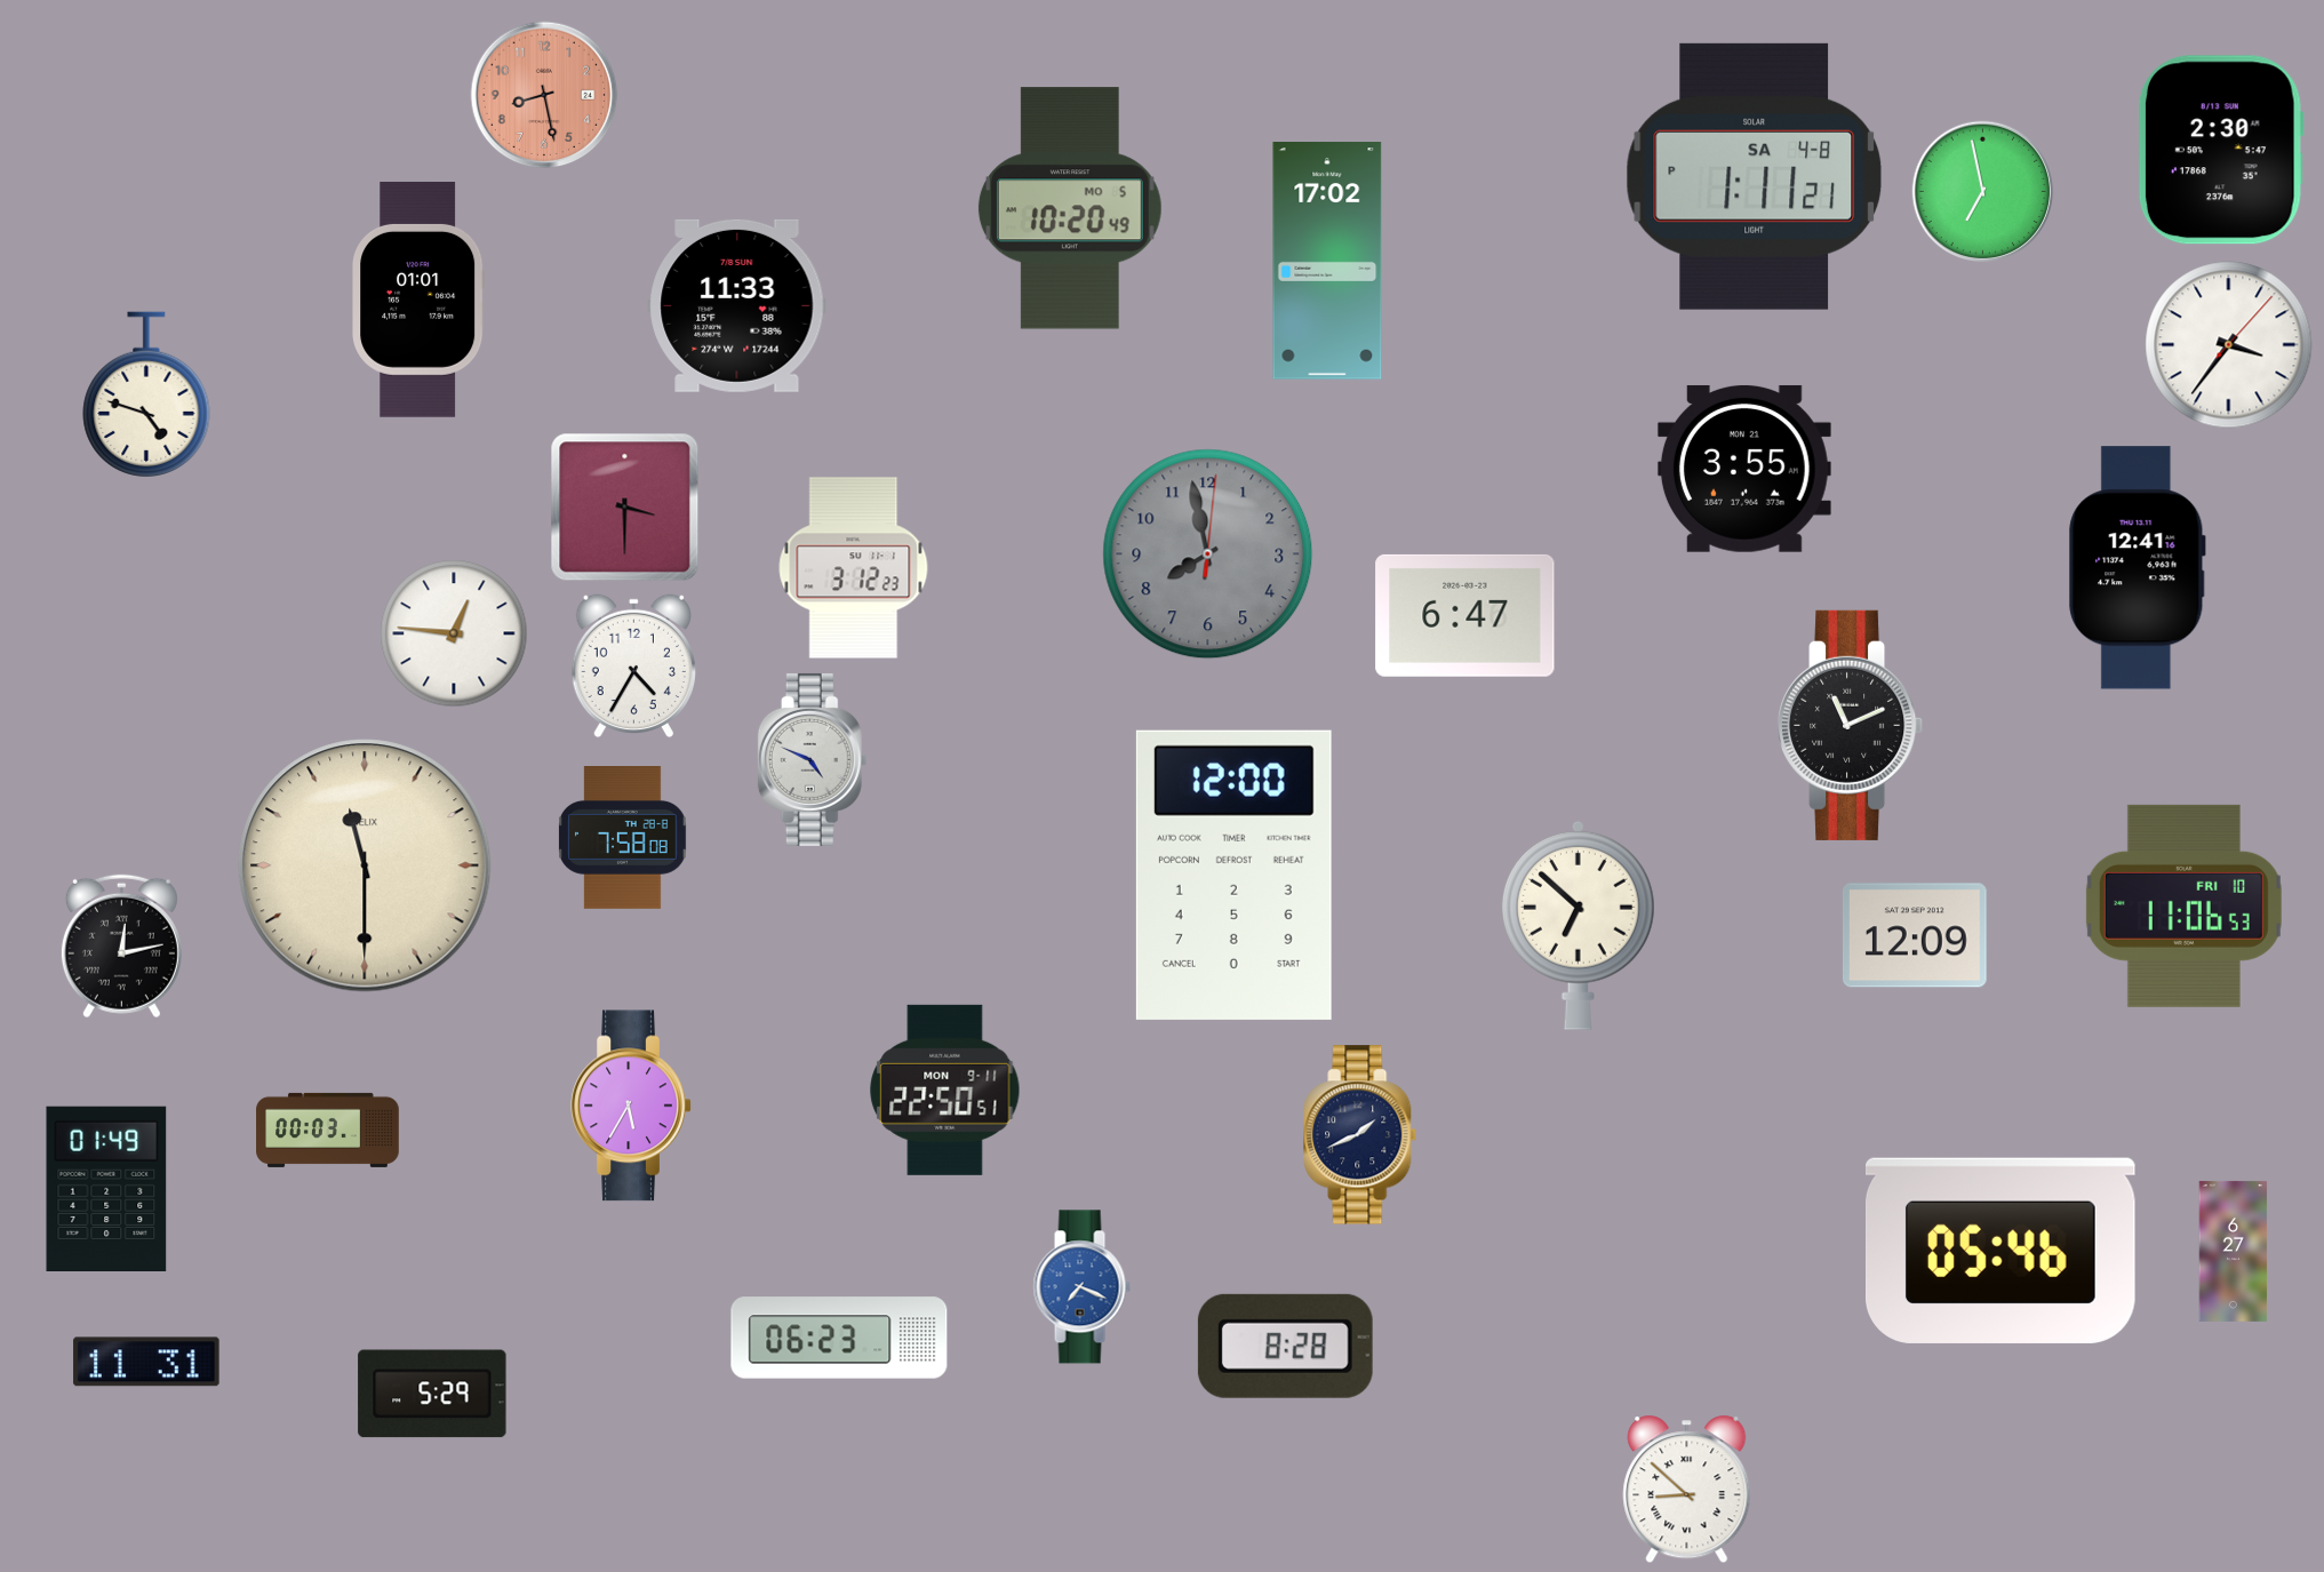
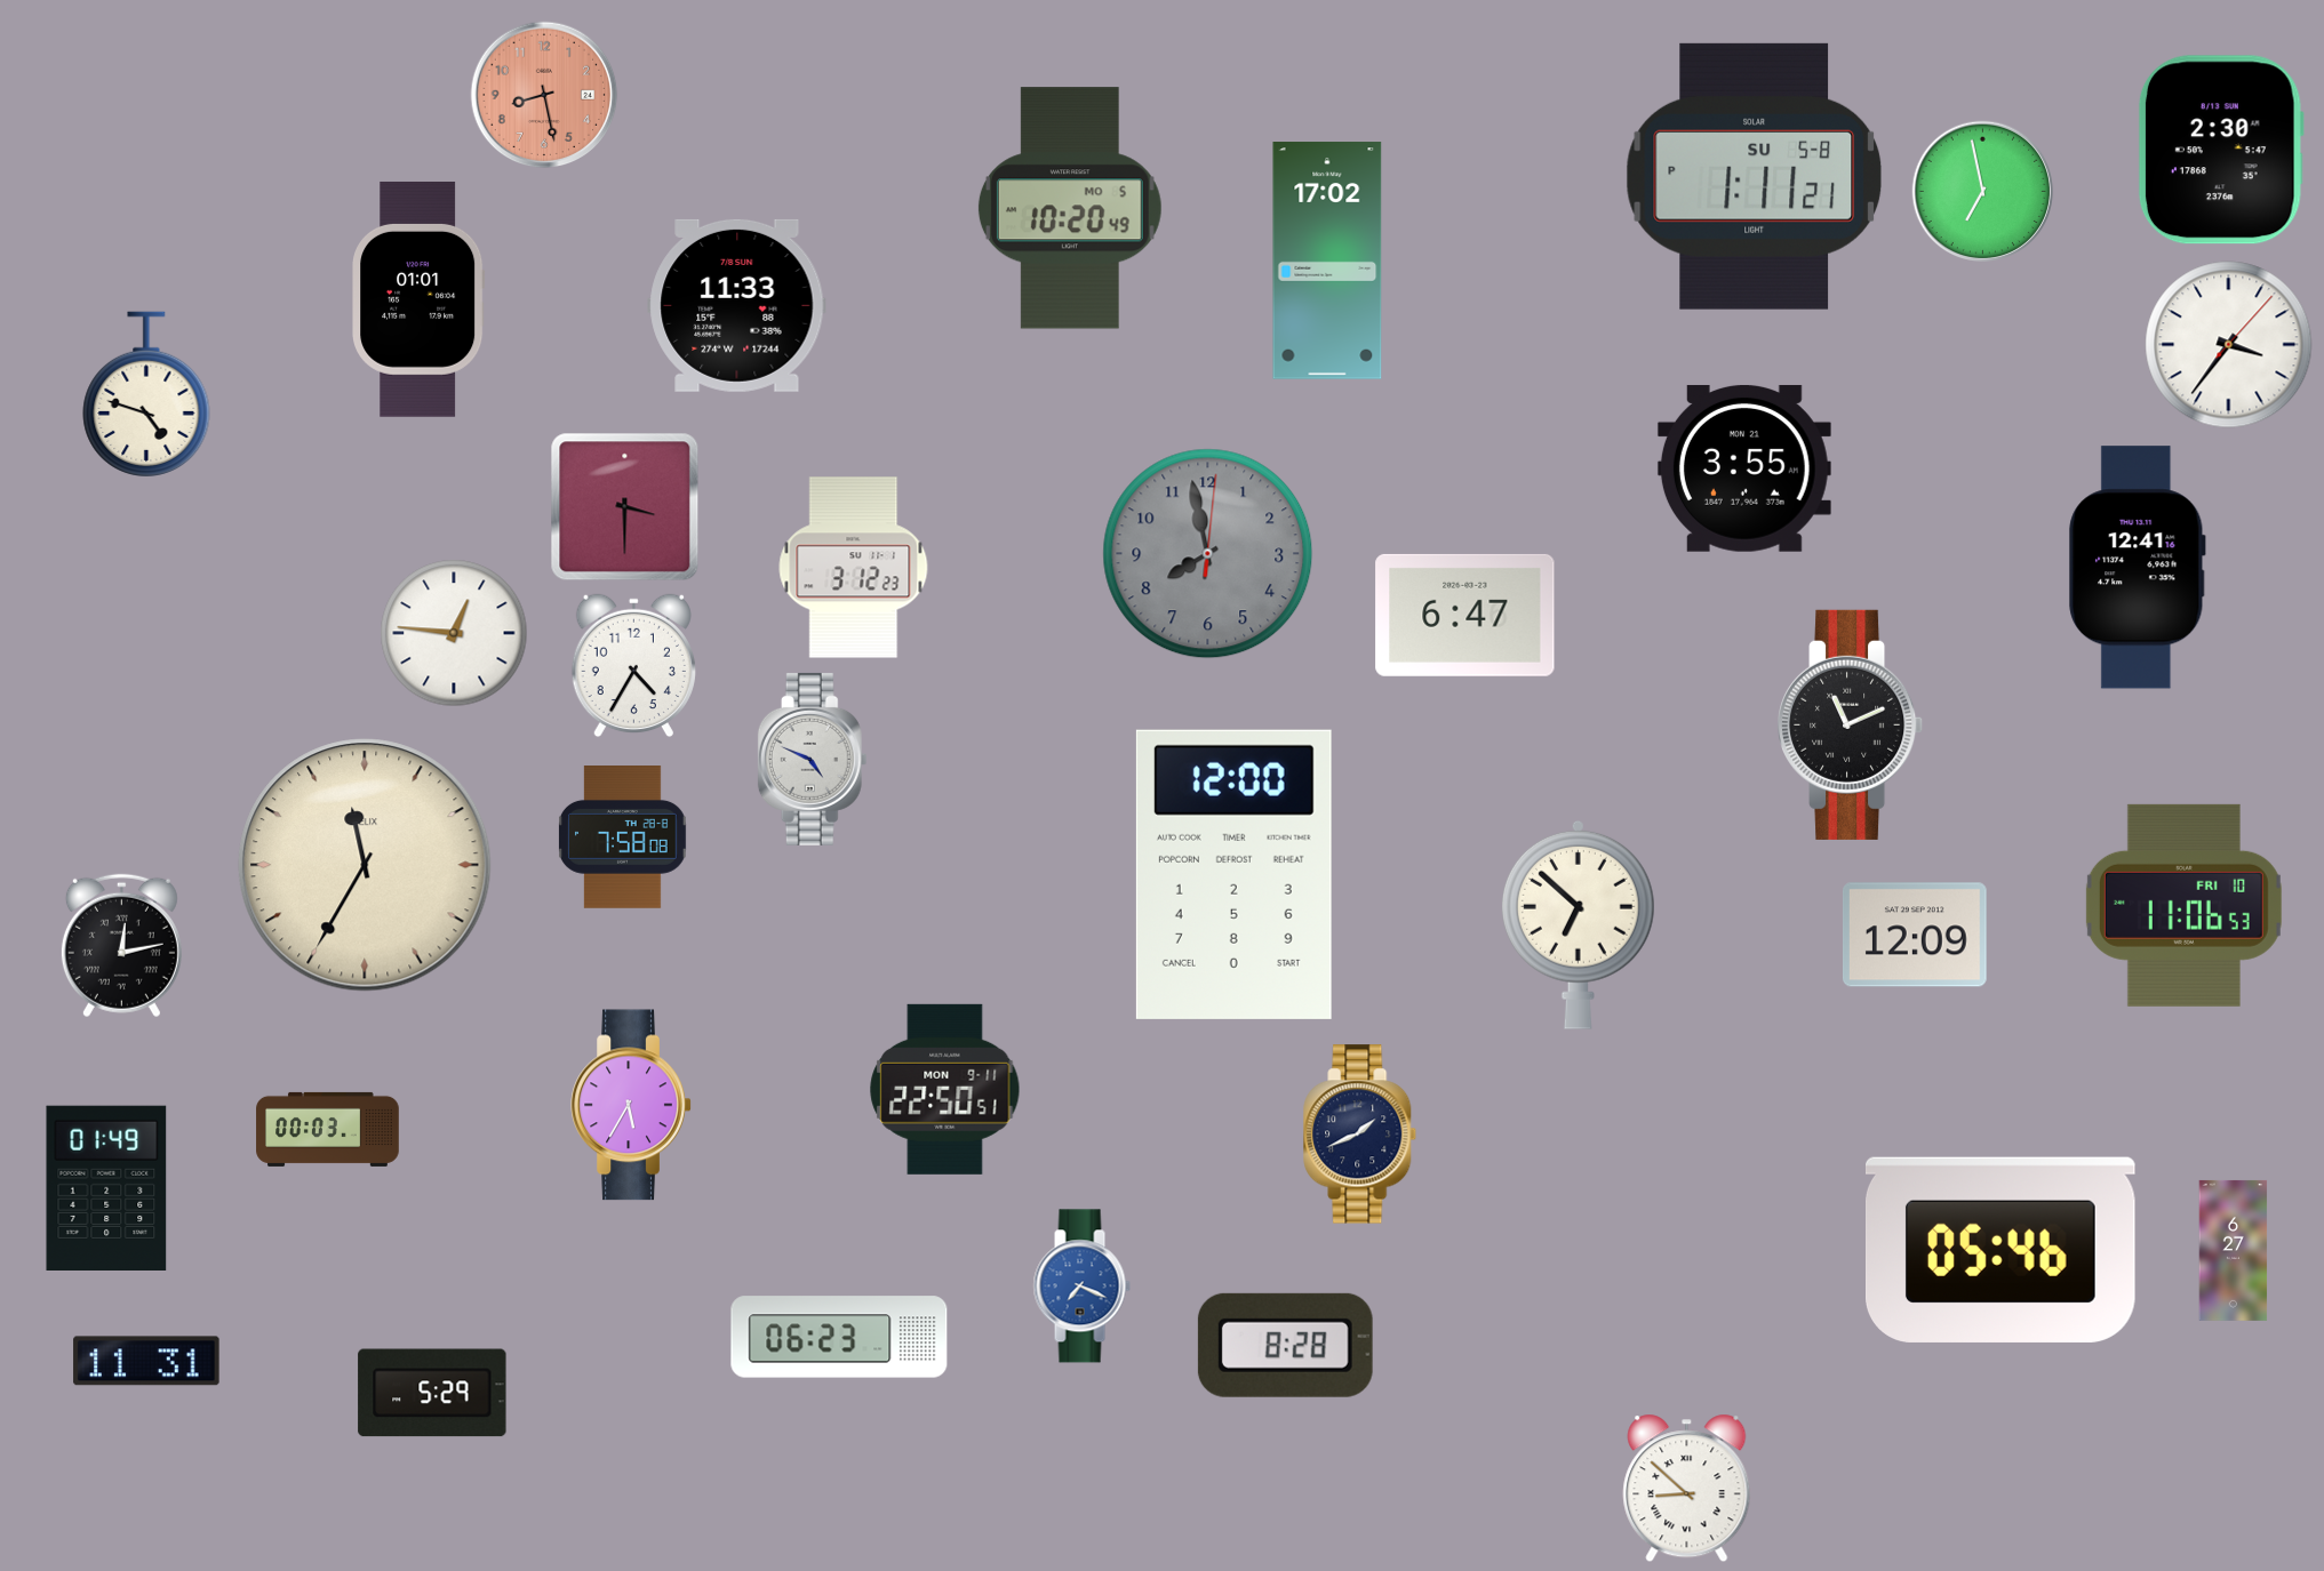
clock at (1754, 176) date: SA 4-8 -> SU 5-8
clock at (365, 865): 11:30 -> 11:35
